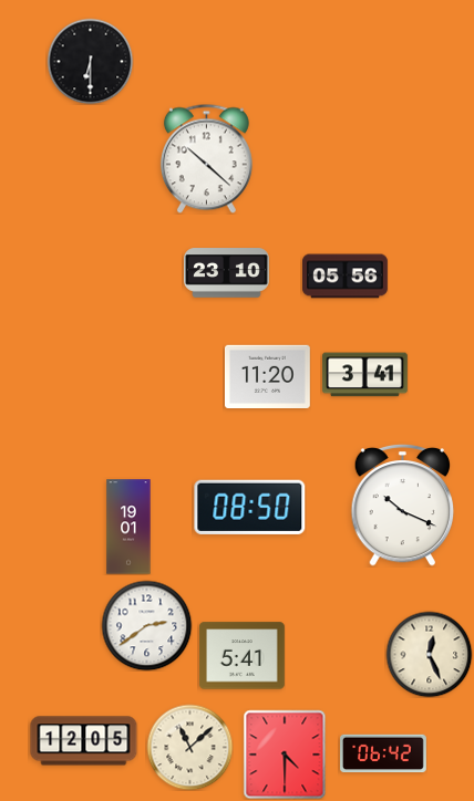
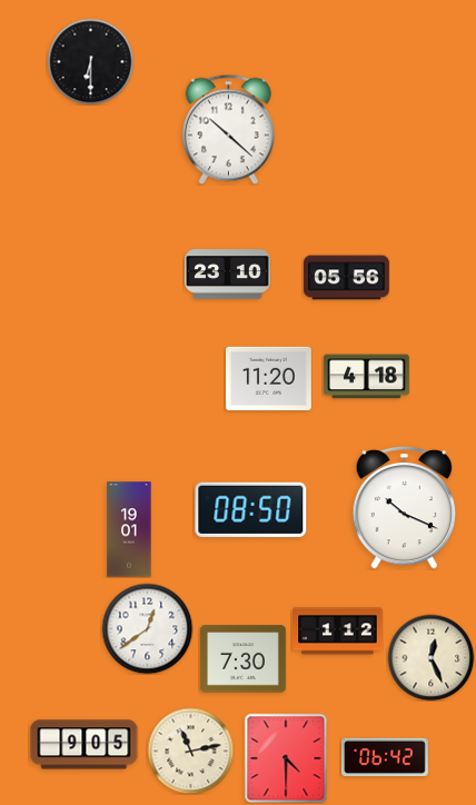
clock at (206, 158) position: (206, 158) -> (228, 129)
clock at (364, 375): 3:41 -> 4:18
clock at (146, 625): 2:39 -> 12:39
clock at (338, 632): none -> 1:12
clock at (243, 656): 5:41 -> 7:30
clock at (84, 741): 12:05 -> 9:05
clock at (189, 747): 11:08 -> 11:13
